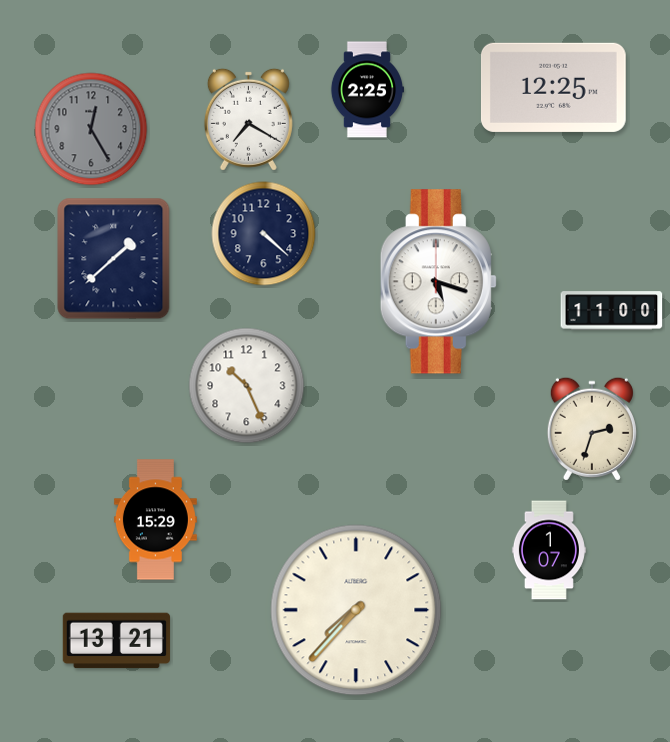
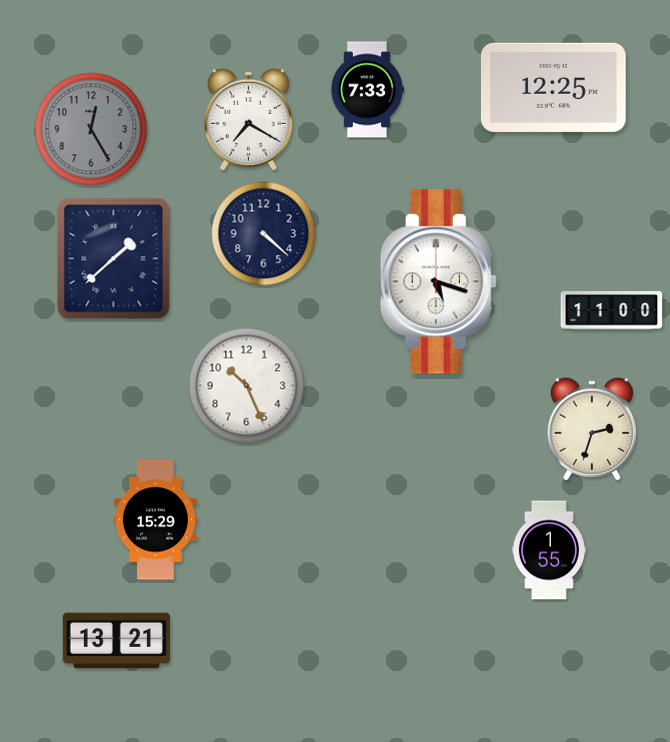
clock at (366, 90): 2:25 -> 7:33
clock at (549, 550): 1:07 -> 1:55
clock at (356, 610): 7:37 -> none
